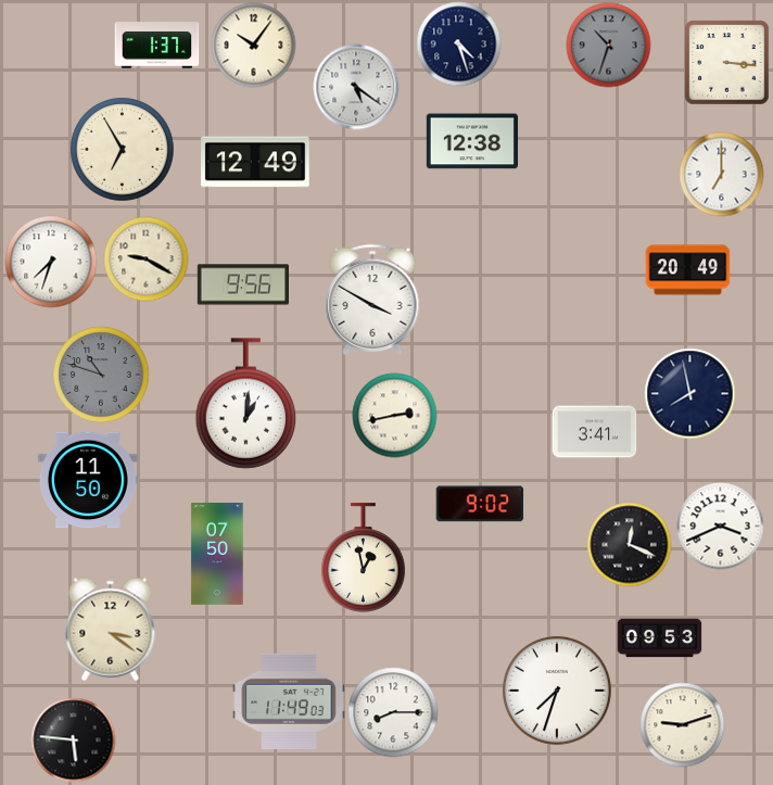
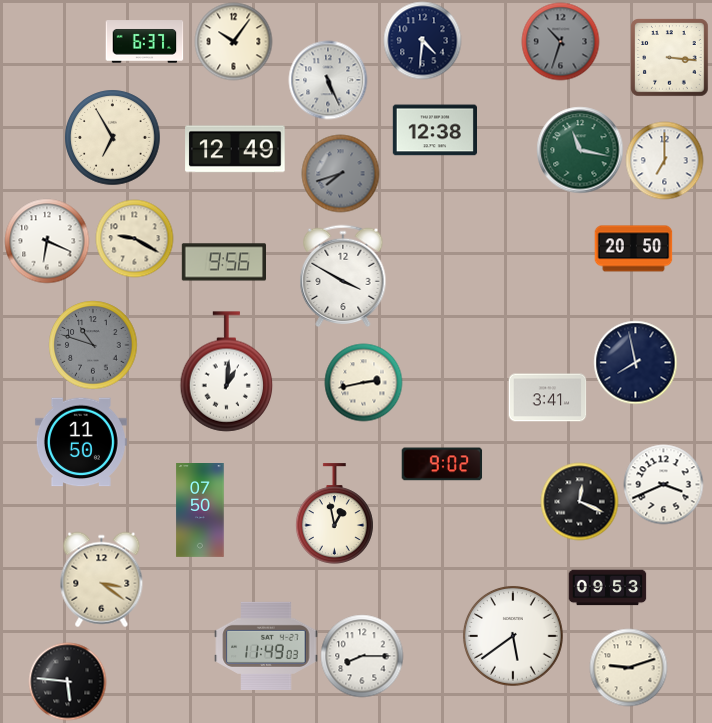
clock at (458, 43): 4:27 -> 4:31
clock at (156, 46): 1:37 -> 6:37
clock at (356, 87): 5:21 -> 5:26
clock at (580, 150): none -> 11:17
clock at (340, 173): none -> 7:42
clock at (51, 262): 7:33 -> 6:19
clock at (687, 270): 20:49 -> 20:50
clock at (557, 691): 7:33 -> 5:39
